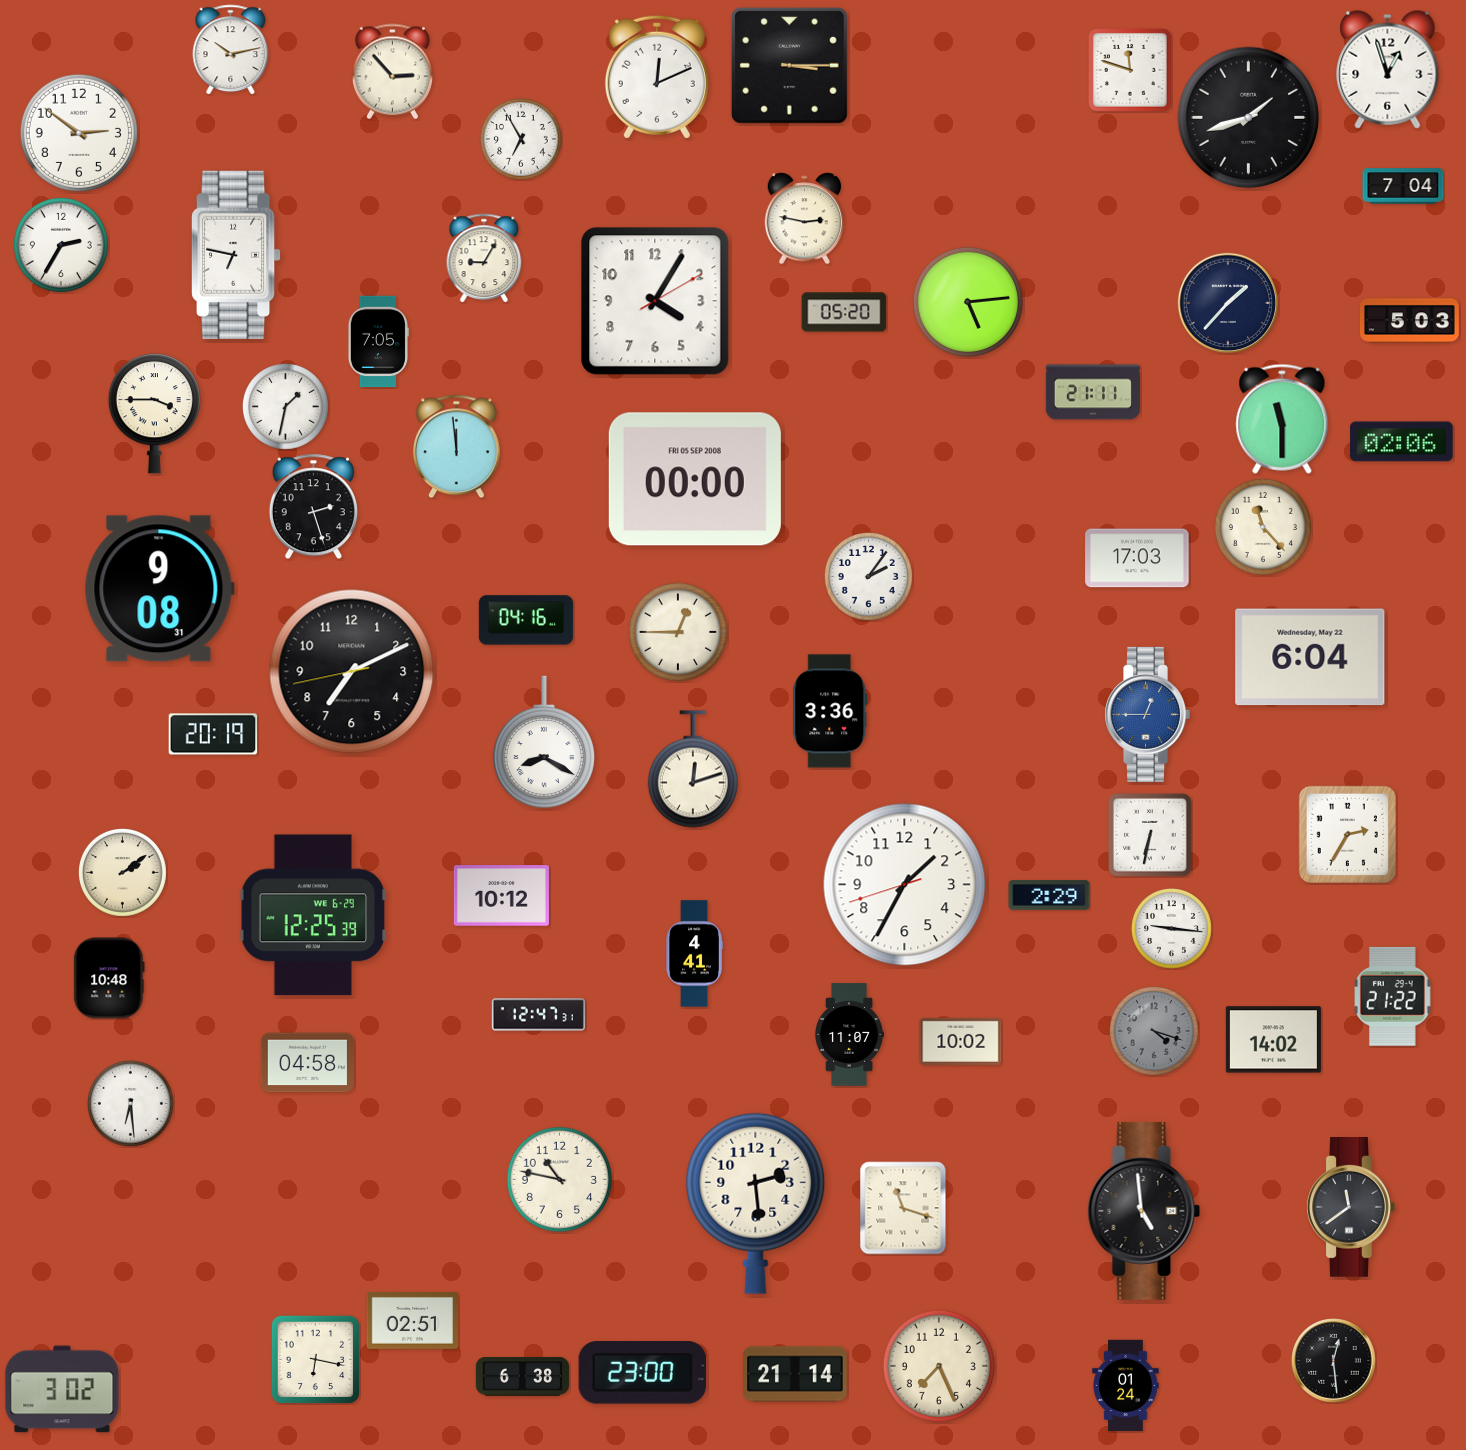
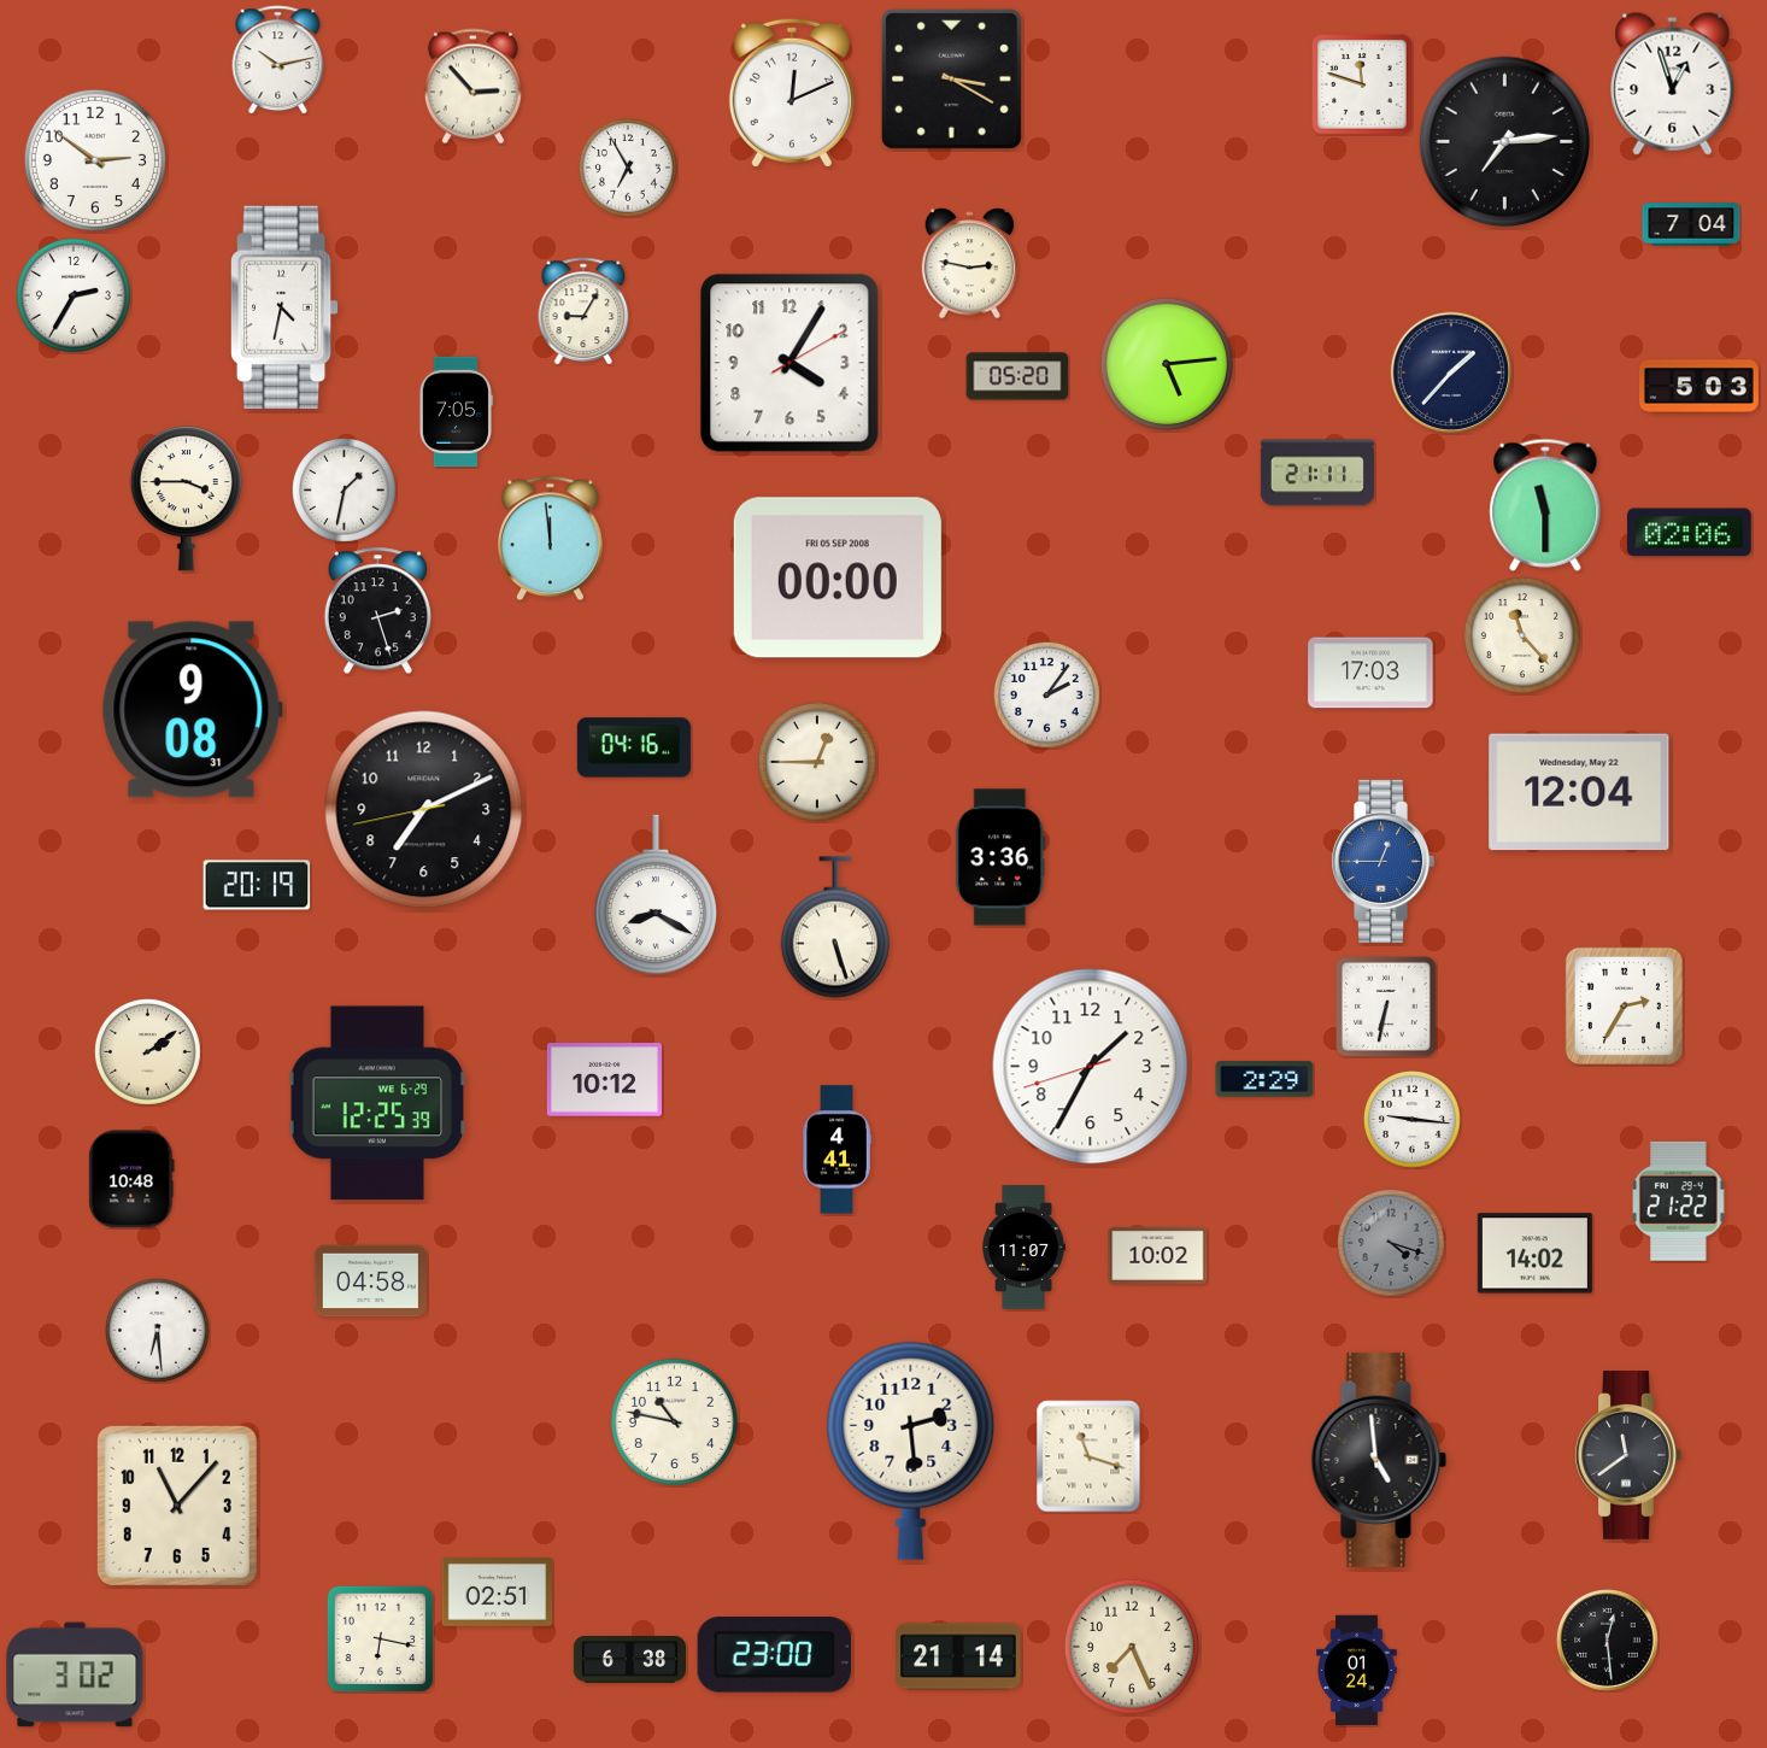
clock at (789, 65): 3:15 -> 3:20
clock at (1249, 118): 1:42 -> 7:14
clock at (236, 255): 6:47 -> 4:32
clock at (1227, 302) position: (1227, 302) -> (1450, 371)
clock at (1310, 657): 6:04 -> 12:04
clock at (693, 769): 12:12 -> 5:27
clock at (538, 1015): 12:47 -> none
clock at (177, 1506): none -> 11:07
